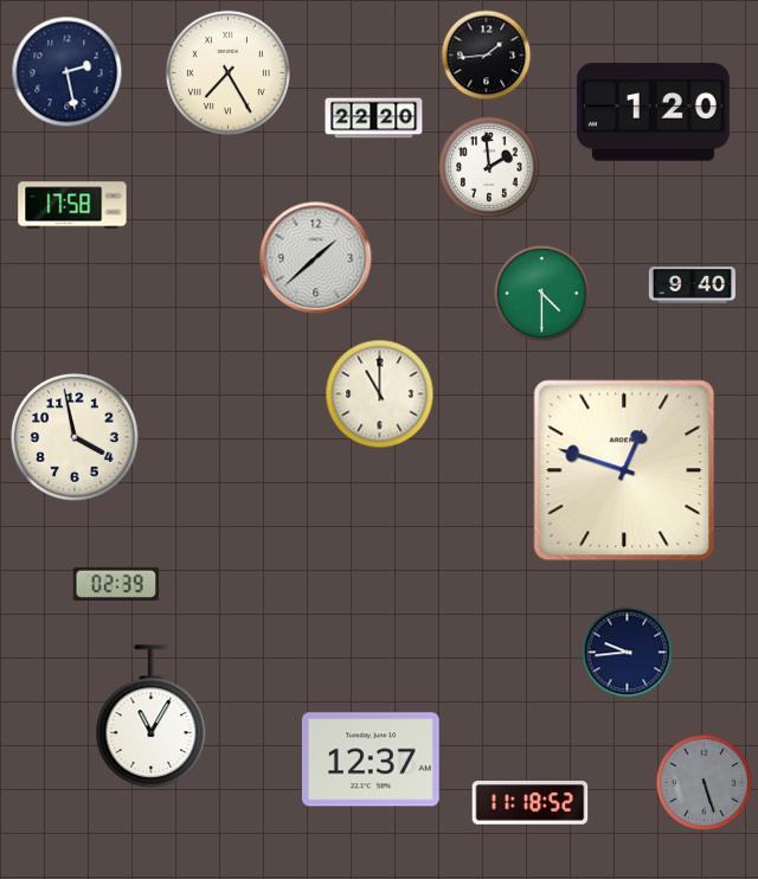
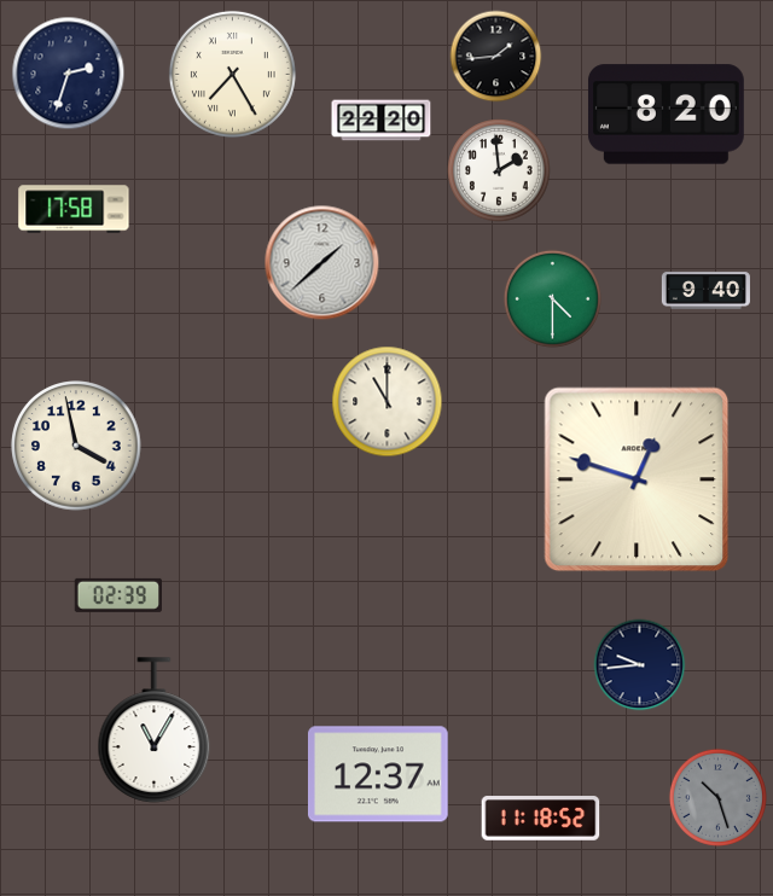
clock at (68, 72): 2:28 -> 2:33
clock at (653, 113): 1:20 -> 8:20
clock at (704, 782): 5:27 -> 10:27
